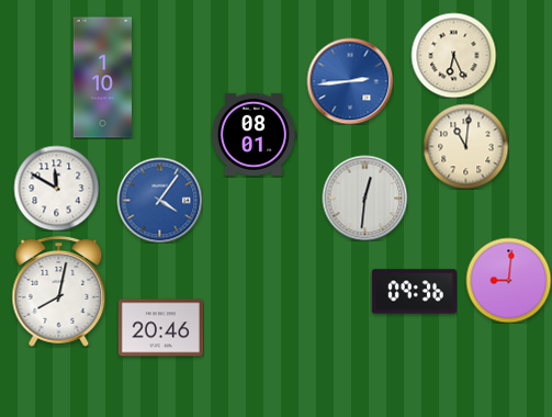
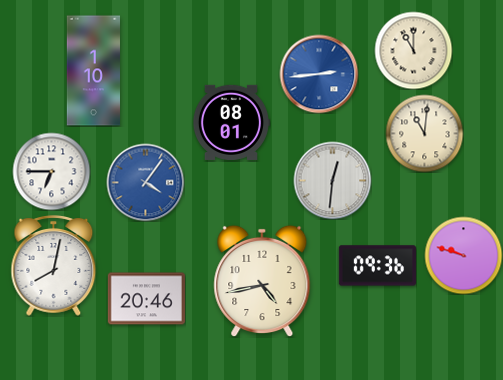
clock at (453, 55): 6:26 -> 11:00
clock at (56, 188): 11:50 -> 6:45
clock at (508, 280): 9:01 -> 9:48
clock at (262, 281): none -> 4:43
